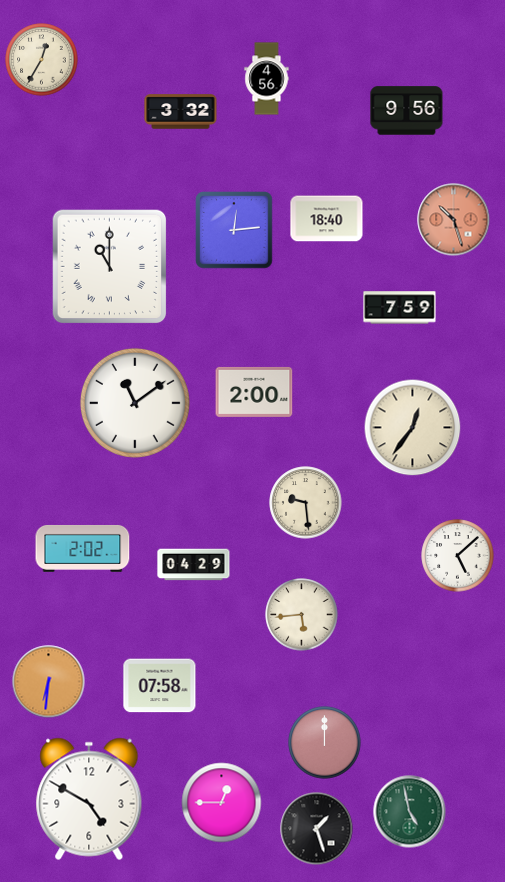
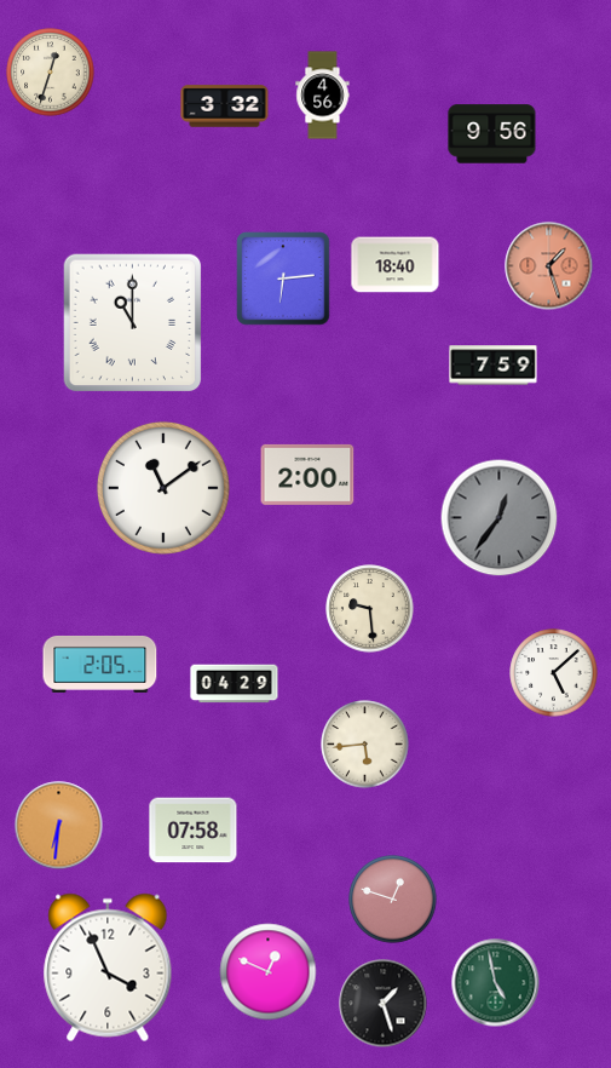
clock at (42, 60): 12:35 -> 12:33
clock at (181, 112) position: (181, 112) -> (225, 107)
clock at (454, 220): 10:27 -> 1:27
clock at (234, 230): 12:14 -> 6:14
clock at (400, 308) position: (400, 308) -> (494, 366)
clock at (413, 428) dial: cream -> grey
clock at (83, 548): 2:02 -> 2:05
clock at (325, 743): 12:00 -> 12:48
clock at (89, 799): 4:50 -> 3:56
clock at (222, 803): 12:45 -> 12:49
